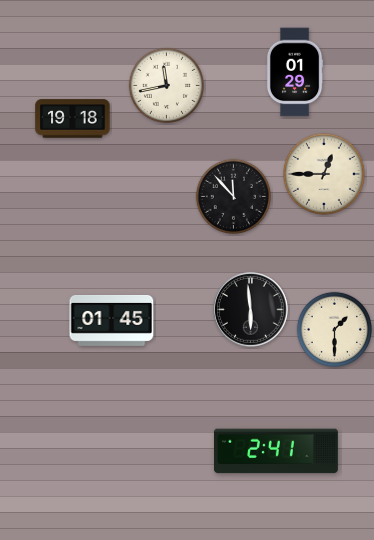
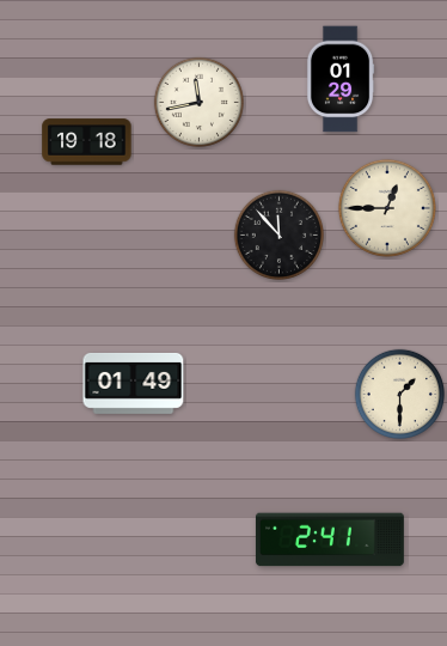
clock at (295, 72) position: (295, 72) -> (341, 79)
clock at (251, 310): 5:59 -> none
clock at (112, 320): 01:45 -> 01:49
